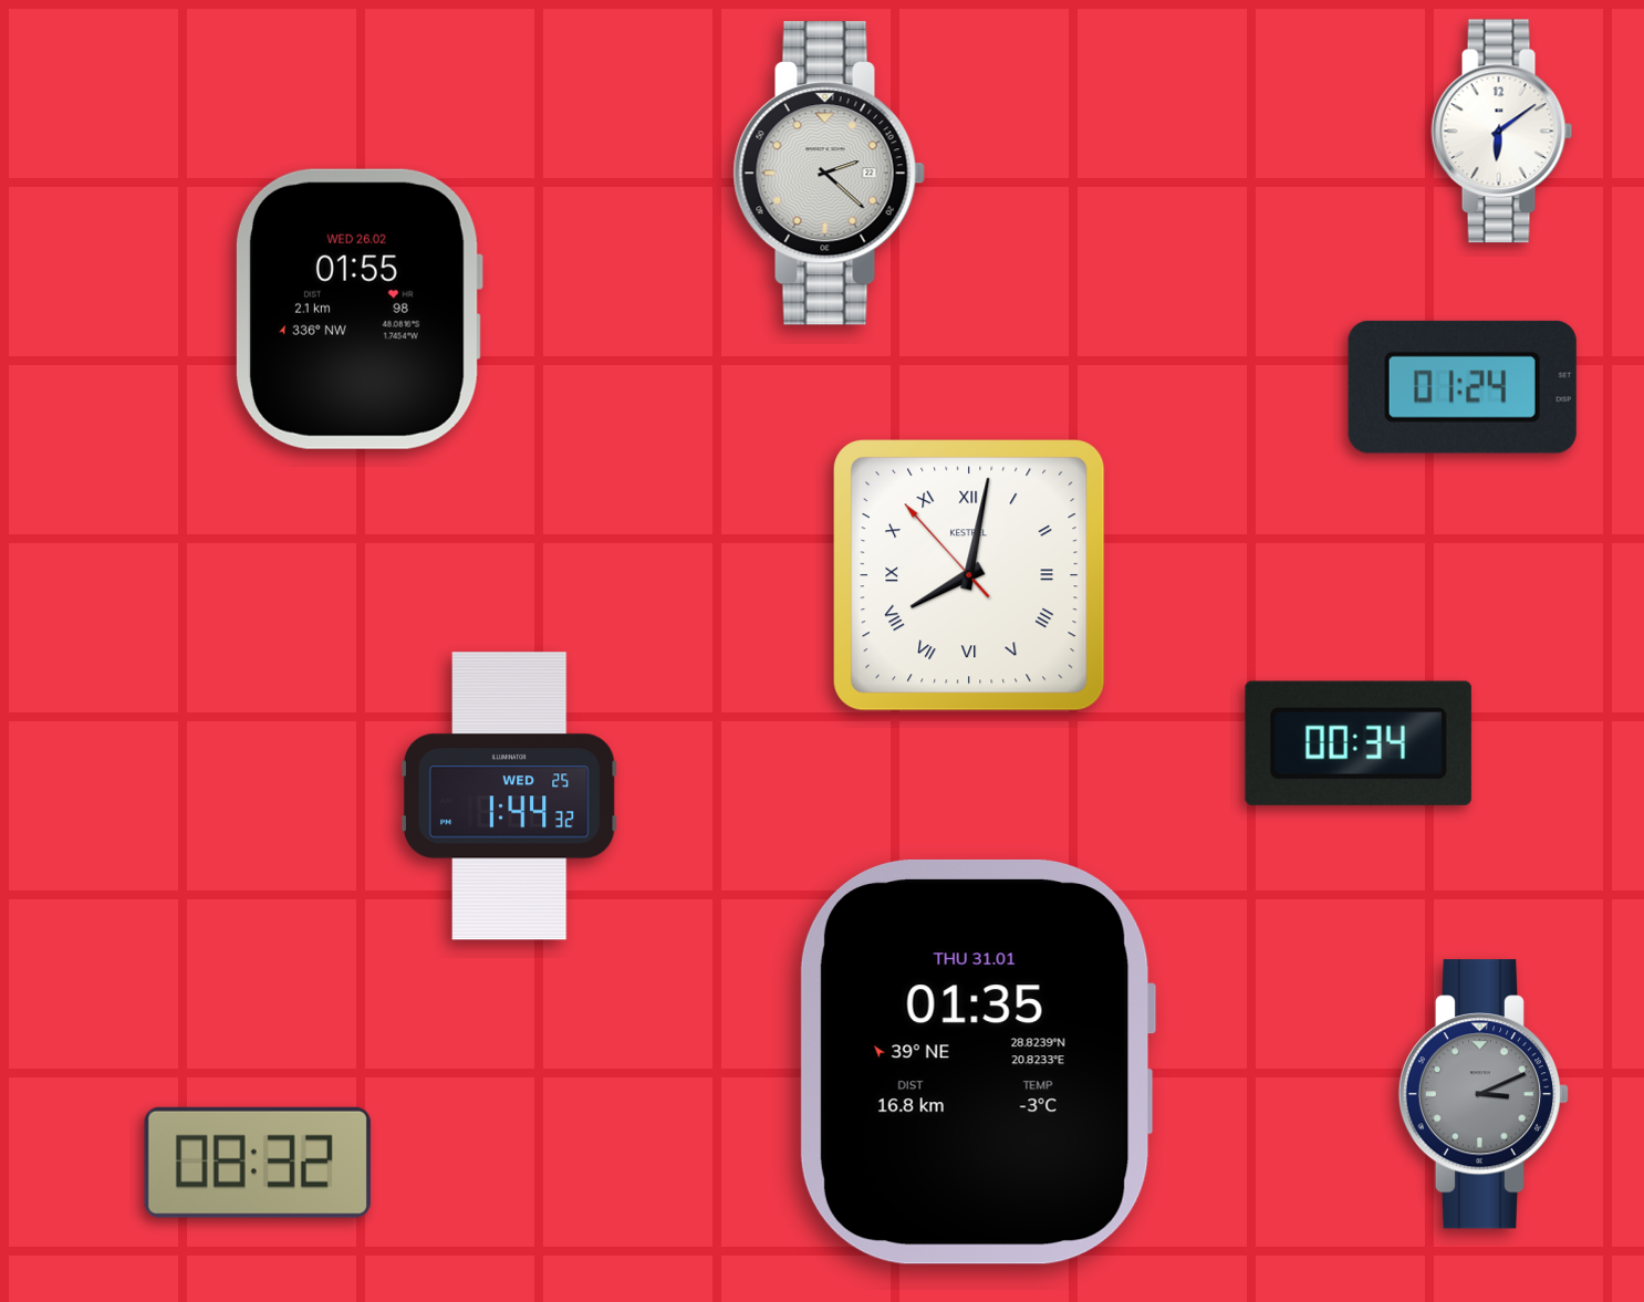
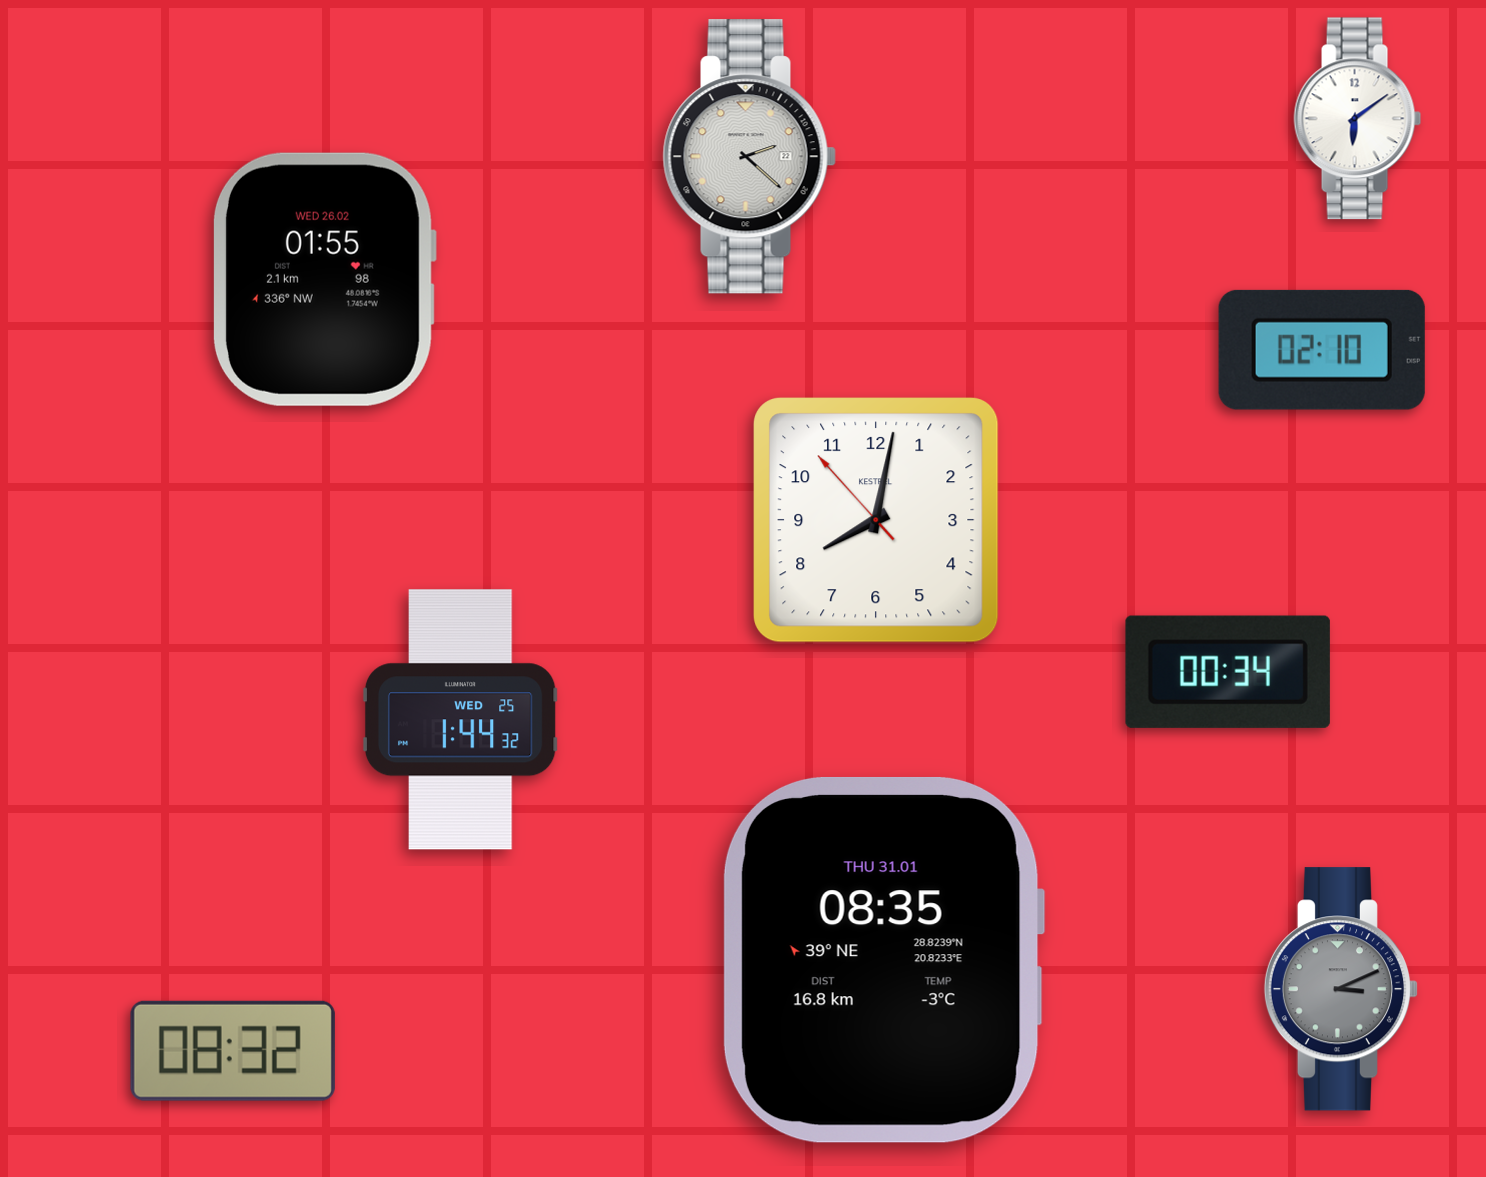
clock at (1463, 387): 01:24 -> 02:10
clock at (969, 575) numerals: Roman -> Arabic
clock at (978, 1062): 01:35 -> 08:35
